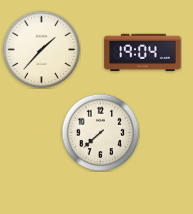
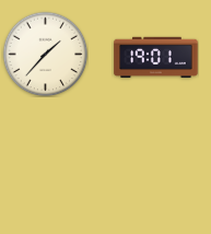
clock at (143, 53): 19:04 -> 19:01
clock at (100, 132): 7:38 -> none
